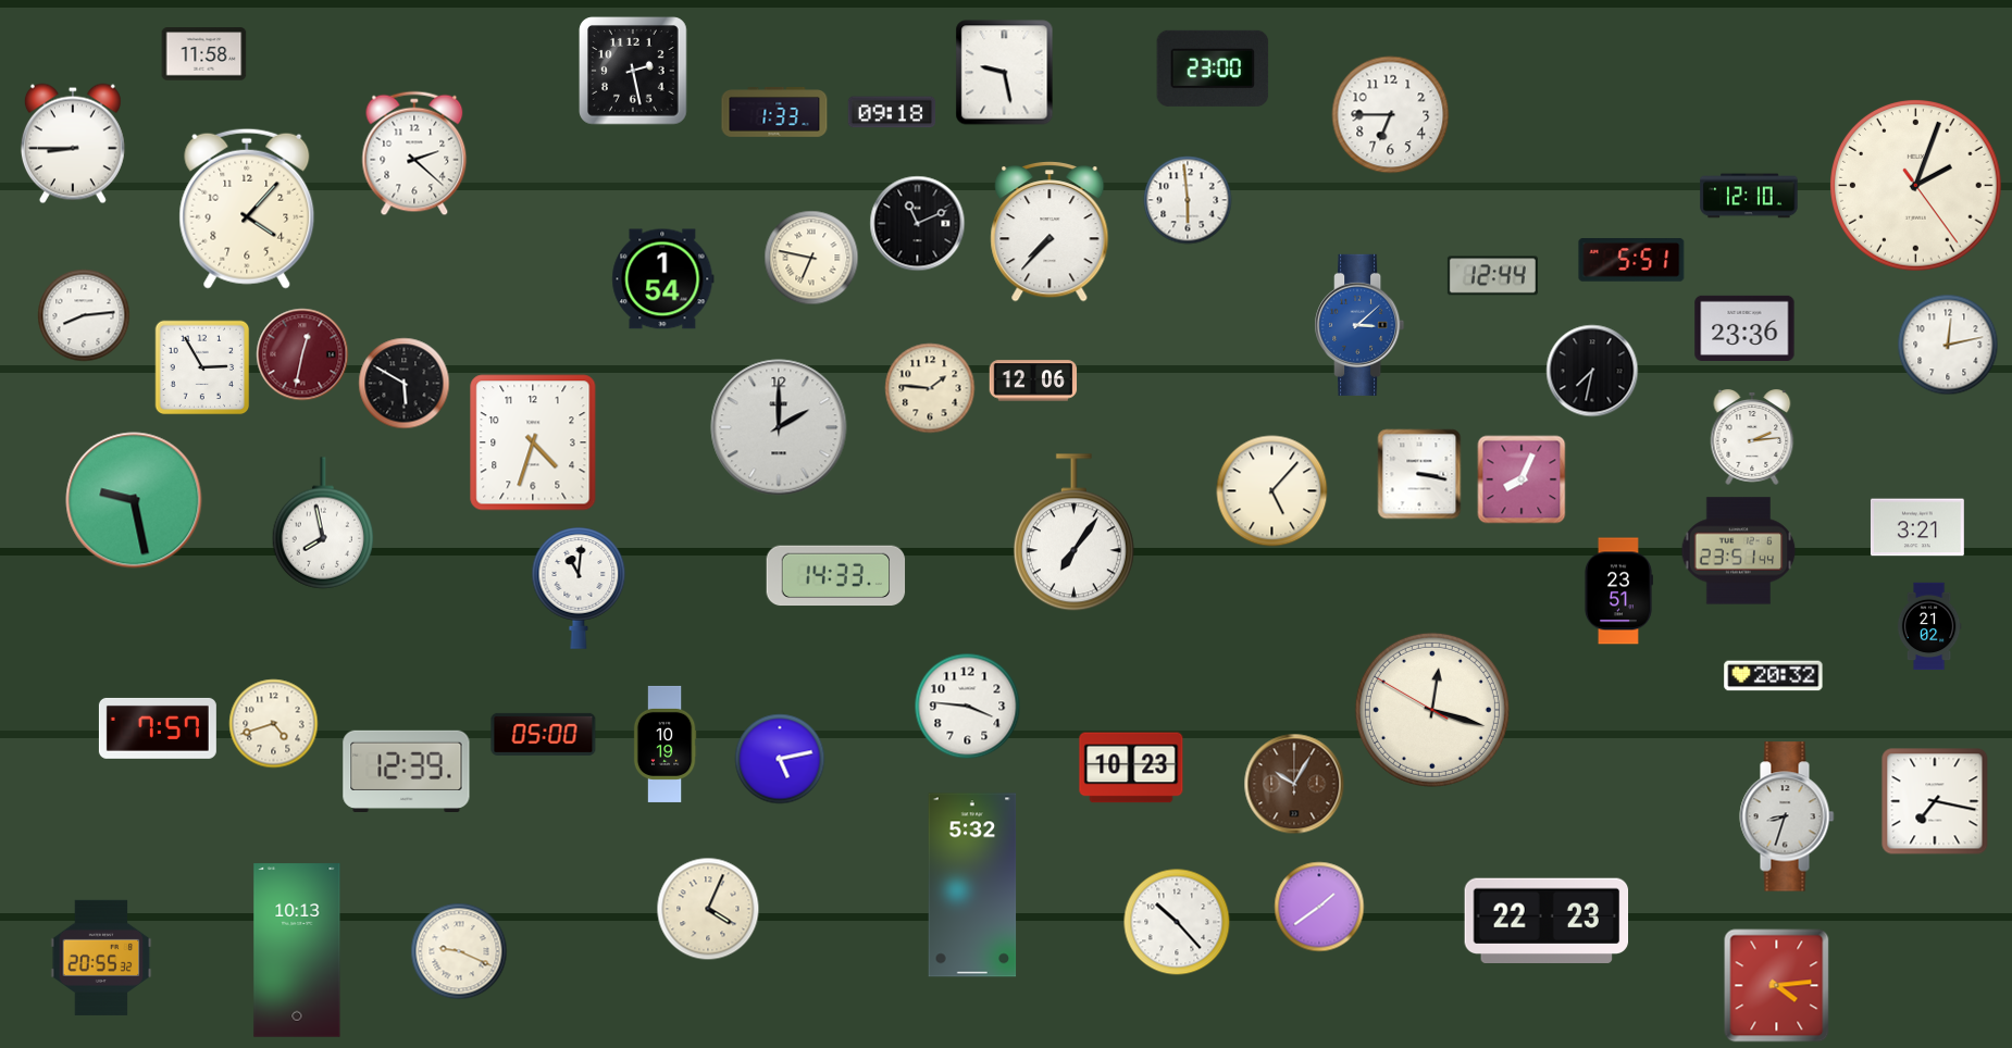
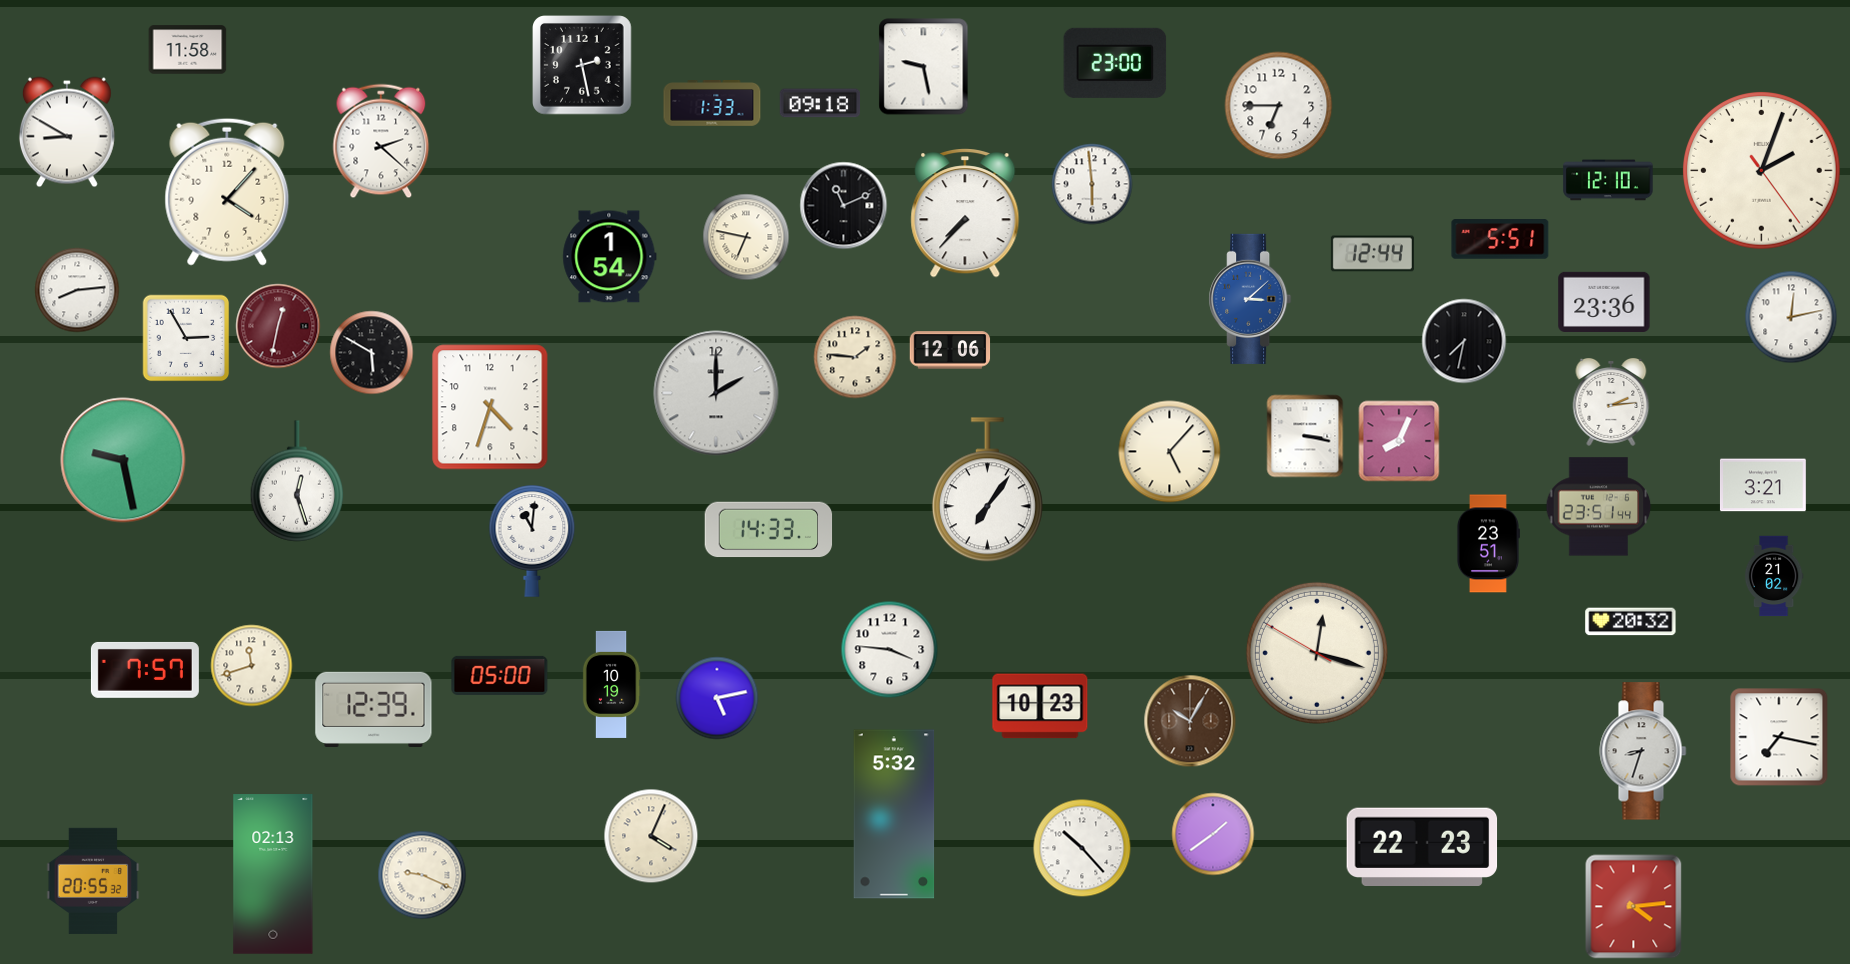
clock at (73, 144): 8:45 -> 8:50
clock at (323, 523): 7:58 -> 12:27
clock at (274, 724): 4:42 -> 11:42
clock at (297, 950): 10:13 -> 02:13
